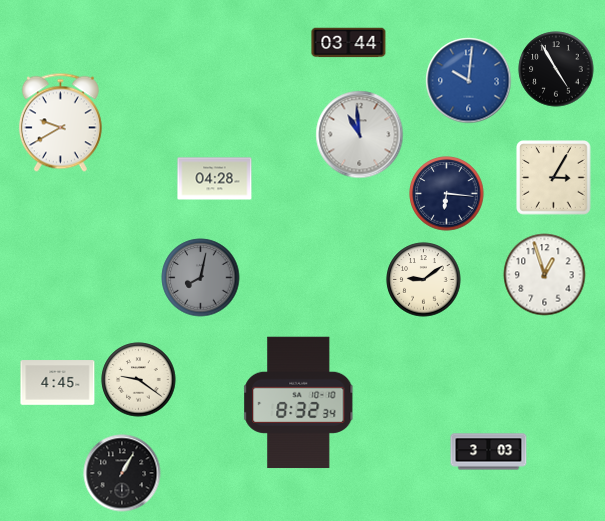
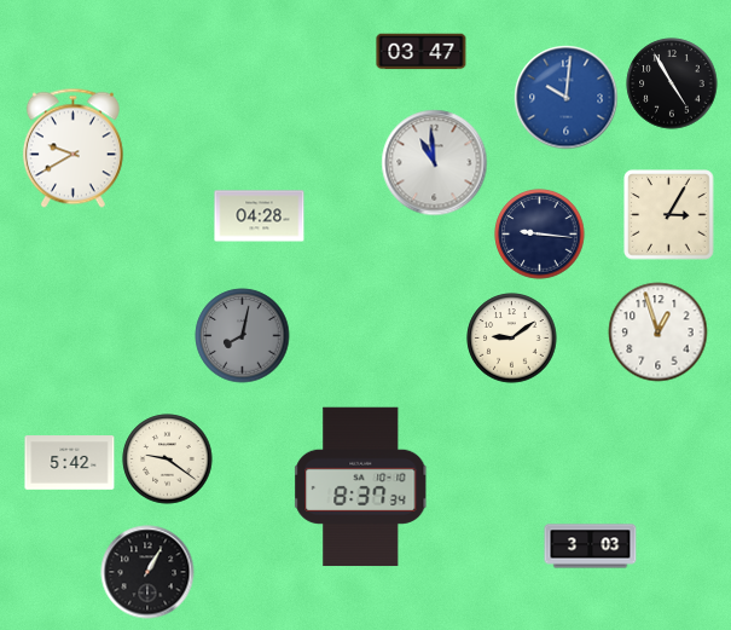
clock at (349, 43): 03:44 -> 03:47
clock at (447, 194): 6:16 -> 9:16
clock at (58, 383): 4:45 -> 5:42
clock at (299, 403): 8:32 -> 8:37
